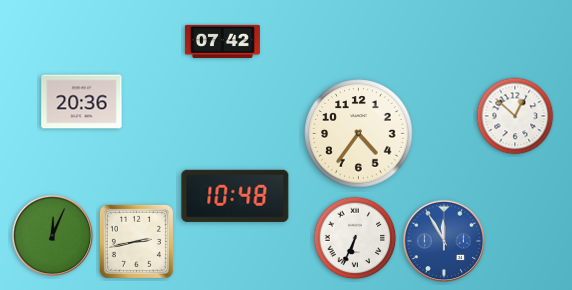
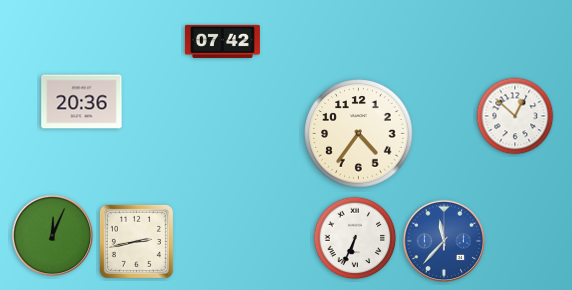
clock at (235, 196): 10:48 -> none
clock at (444, 241): 11:55 -> 11:37
